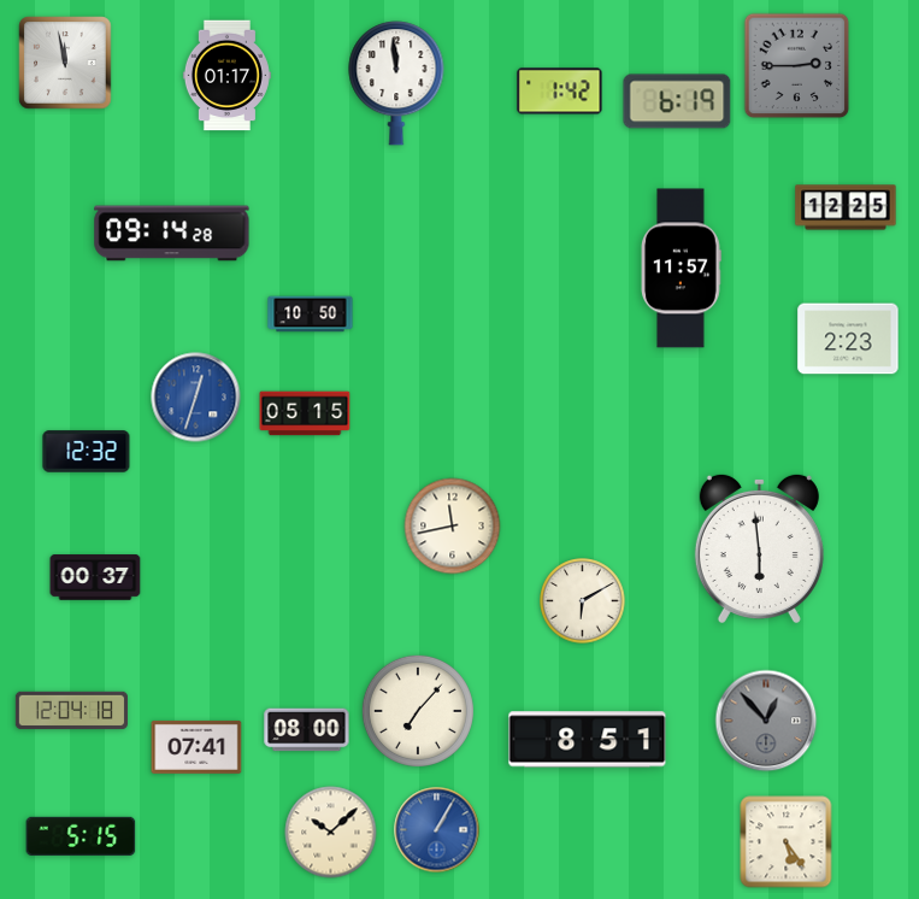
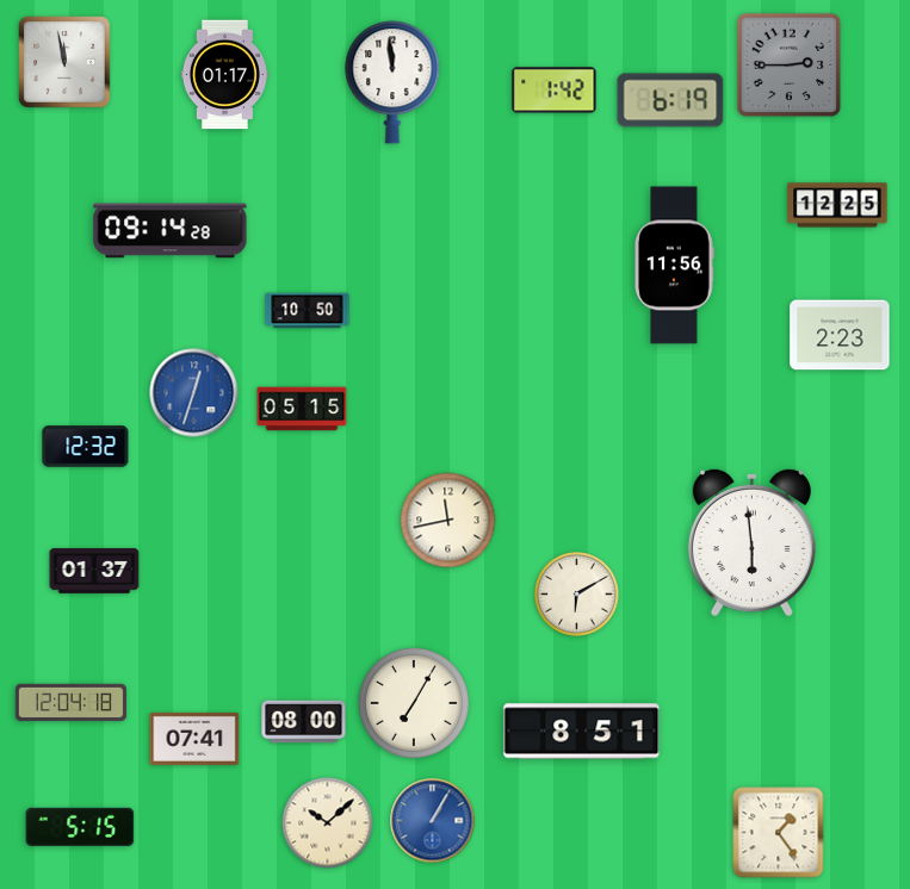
clock at (682, 269): 11:57 -> 11:56
clock at (95, 577): 00:37 -> 01:37
clock at (418, 711): 7:07 -> 7:05
clock at (766, 721): 12:53 -> none
clock at (787, 842): 5:24 -> 1:24
